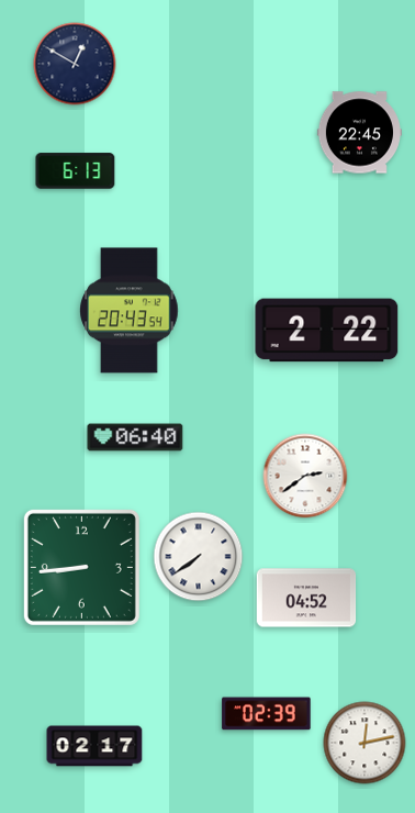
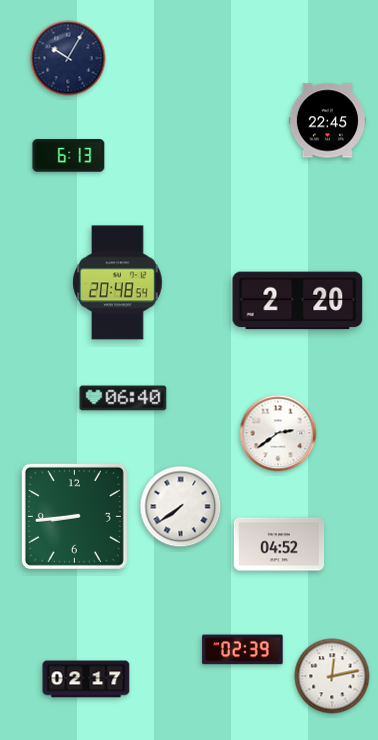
clock at (75, 64): 12:50 -> 10:05
clock at (130, 311): 20:43 -> 20:48
clock at (327, 331): 2:22 -> 2:20
